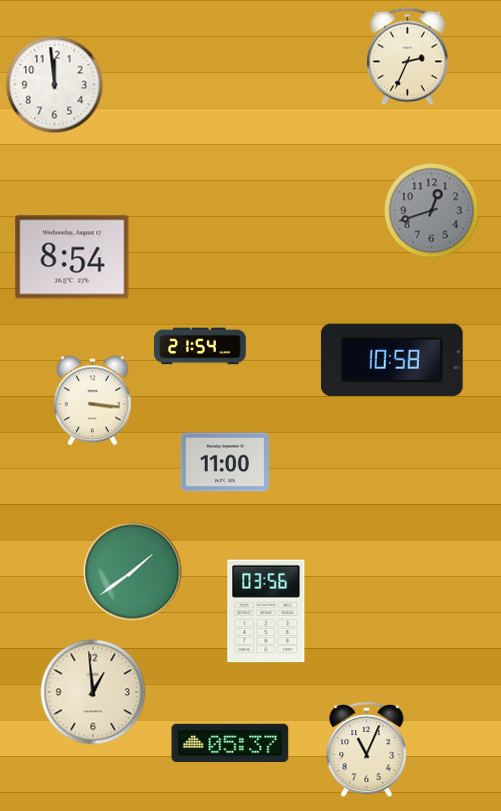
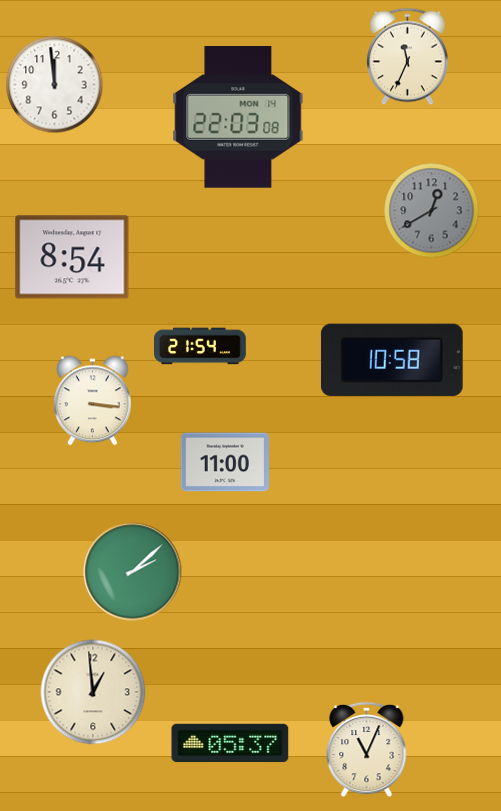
clock at (408, 57): 2:34 -> 11:34
clock at (238, 118): none -> 22:03
clock at (432, 211): 12:42 -> 12:40
clock at (133, 572): 1:39 -> 2:08
clock at (266, 611): 03:56 -> none
